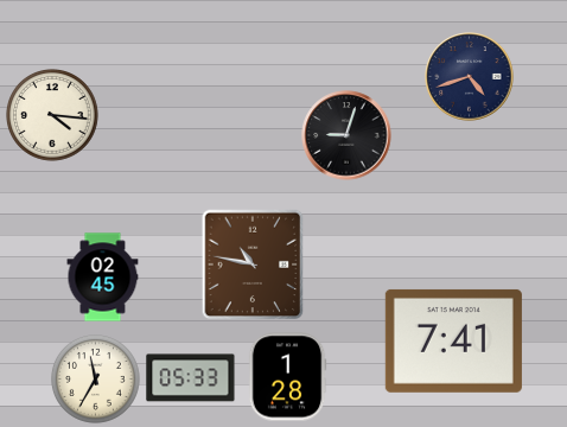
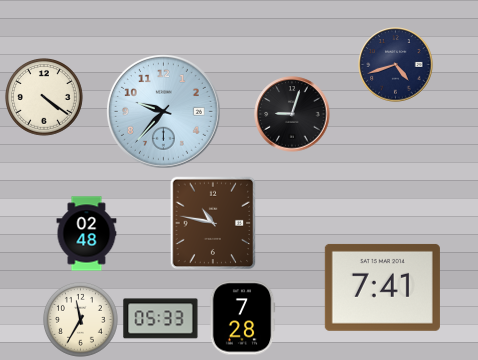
clock at (53, 116): 4:16 -> 4:21
clock at (163, 111): none -> 9:37
clock at (103, 278): 02:45 -> 02:48
clock at (287, 377): 1:28 -> 7:28
